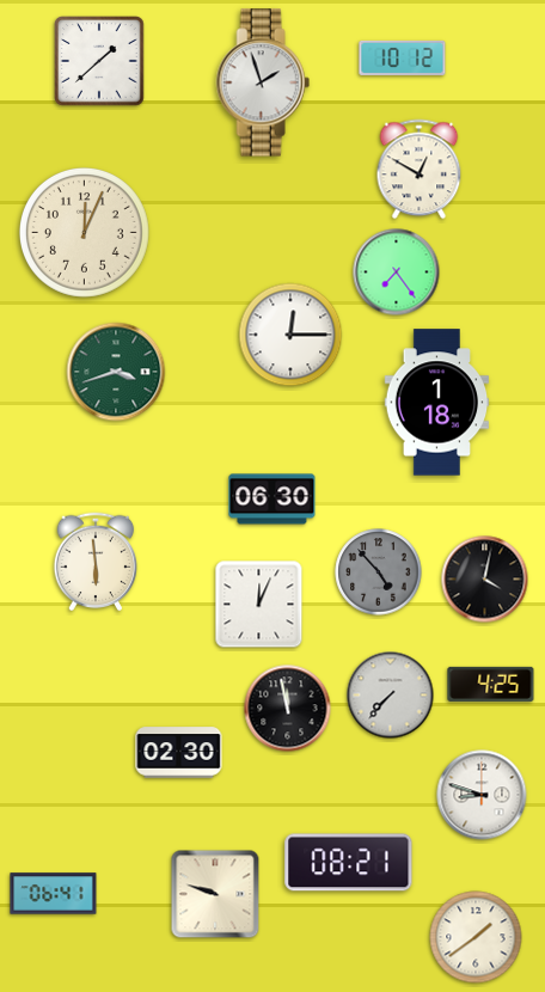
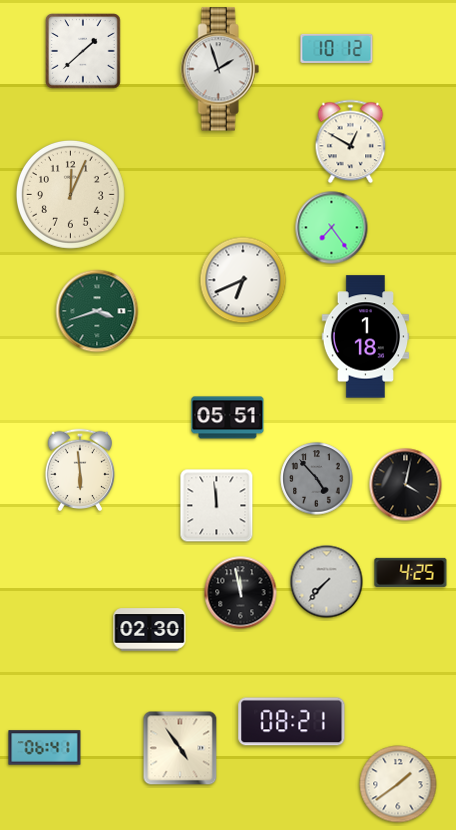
clock at (290, 335): 12:15 -> 6:41
clock at (272, 500): 06:30 -> 05:51
clock at (259, 605): 12:04 -> 11:59
clock at (482, 795): 8:48 -> none
clock at (215, 894): 9:48 -> 4:54
